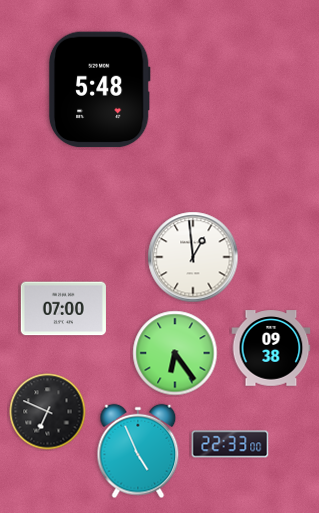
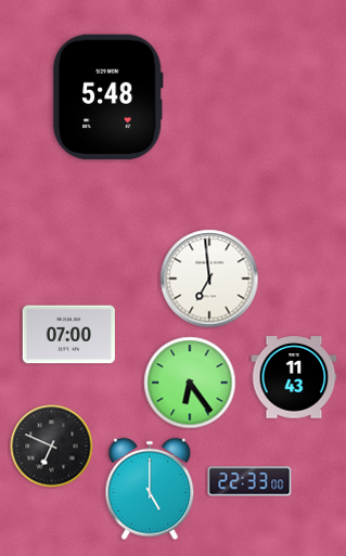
clock at (193, 257): 12:59 -> 6:59
clock at (271, 348): 09:38 -> 11:43
clock at (138, 451): 4:56 -> 5:00
